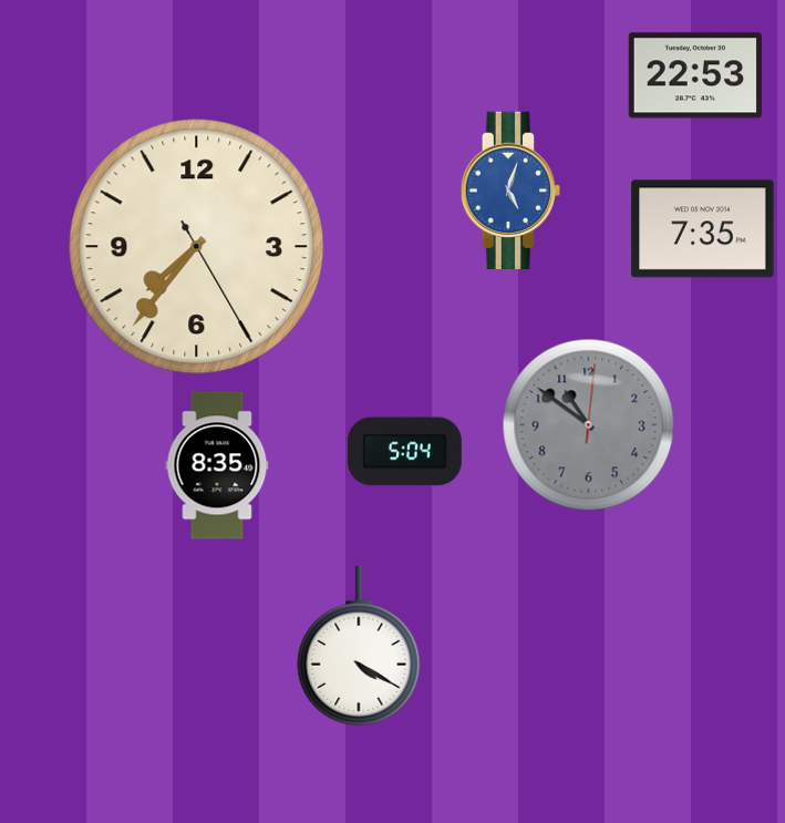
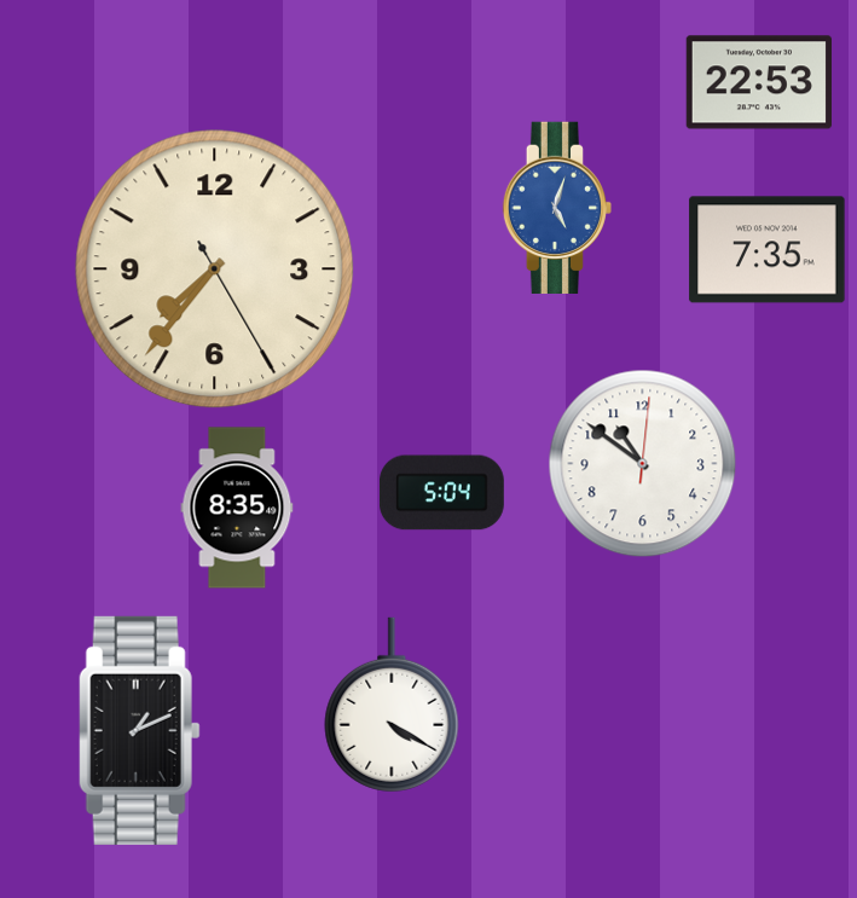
clock at (589, 425) dial: grey -> white
clock at (139, 730): none -> 1:11
